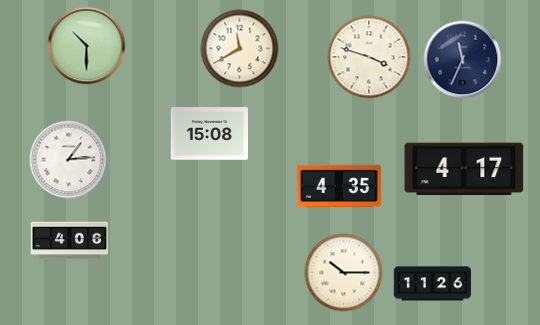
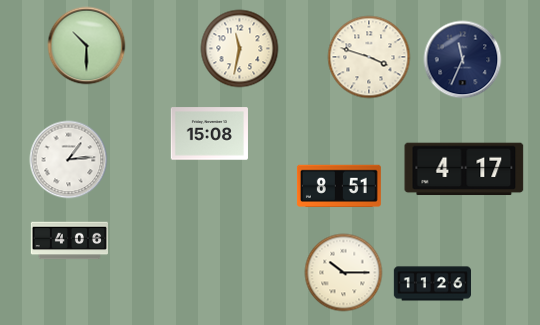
clock at (239, 48): 11:40 -> 11:32
clock at (339, 186): 4:35 -> 8:51
